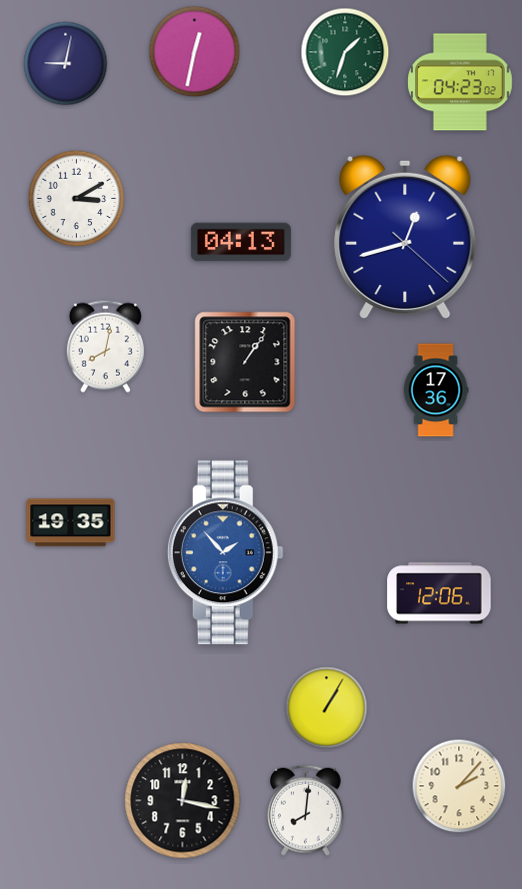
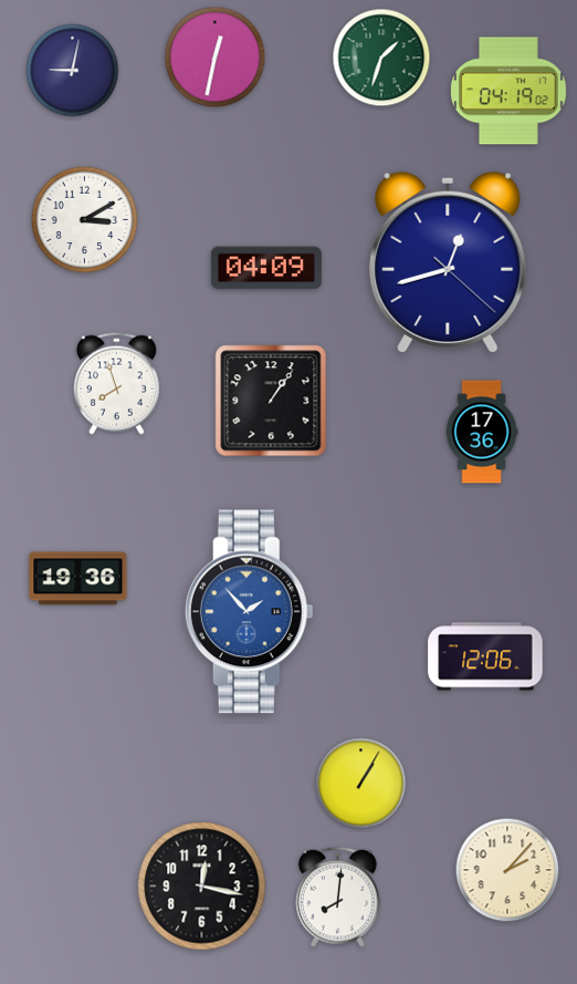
clock at (460, 82): 04:23 -> 04:19
clock at (241, 242): 04:13 -> 04:09
clock at (105, 346): 8:02 -> 7:57
clock at (71, 523): 19:35 -> 19:36
